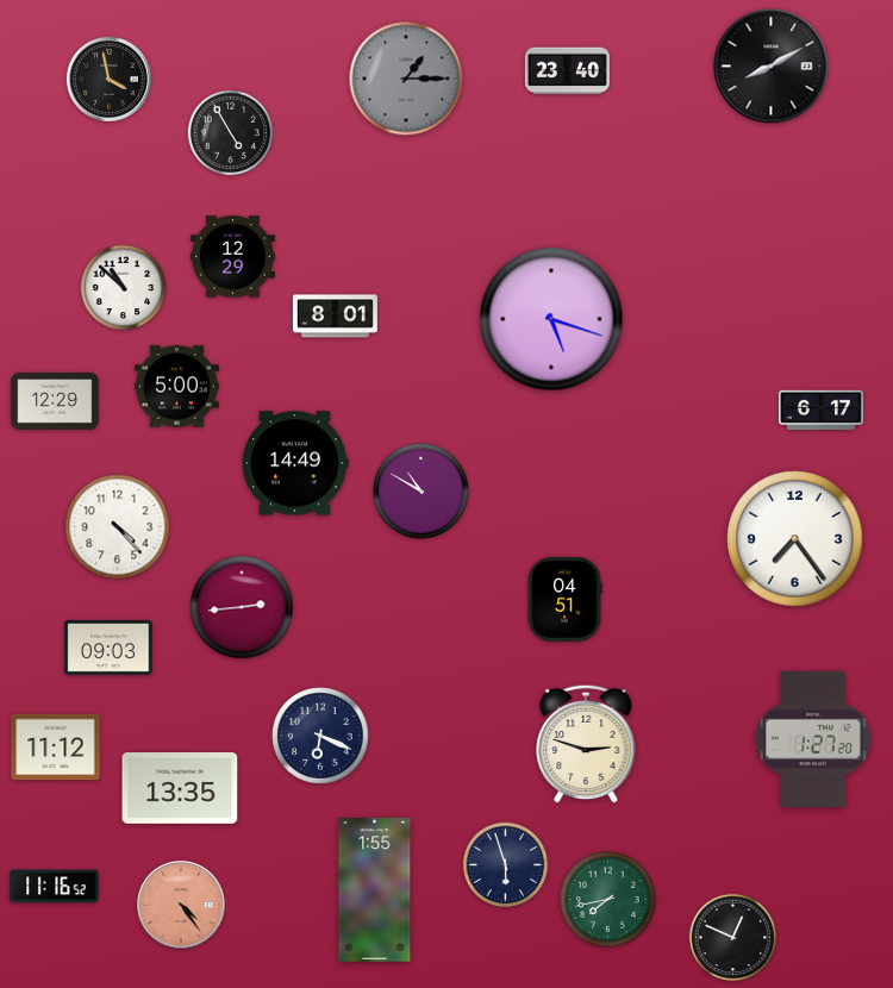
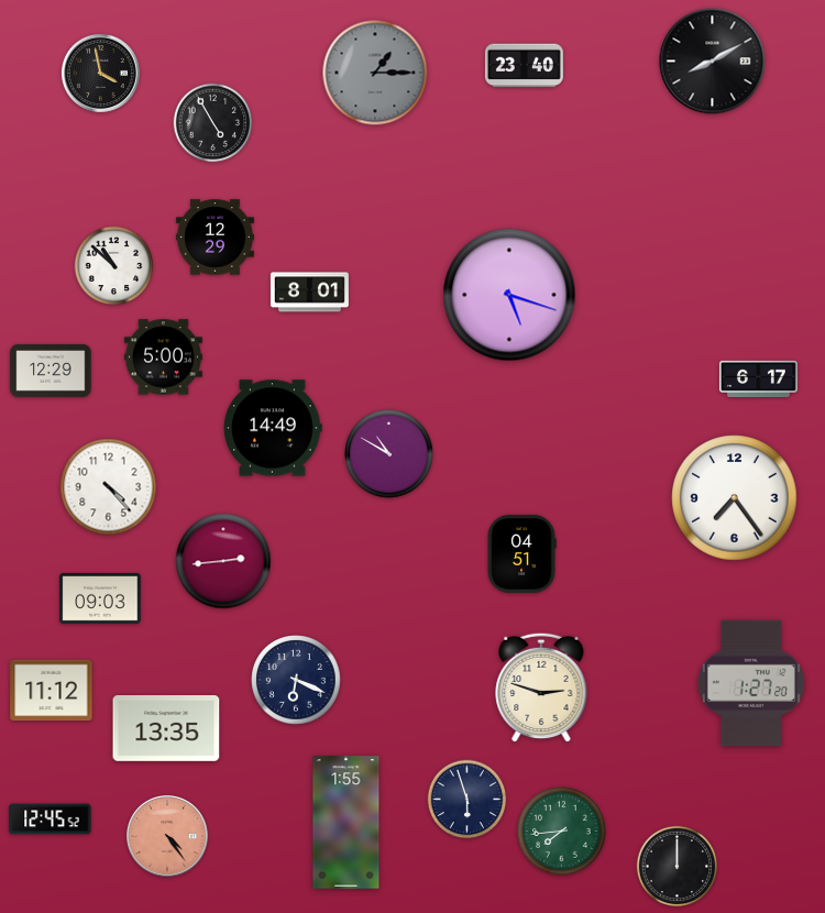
clock at (55, 887): 11:16 -> 12:45
clock at (608, 900): 7:43 -> 7:44
clock at (733, 938): 12:49 -> 12:00
